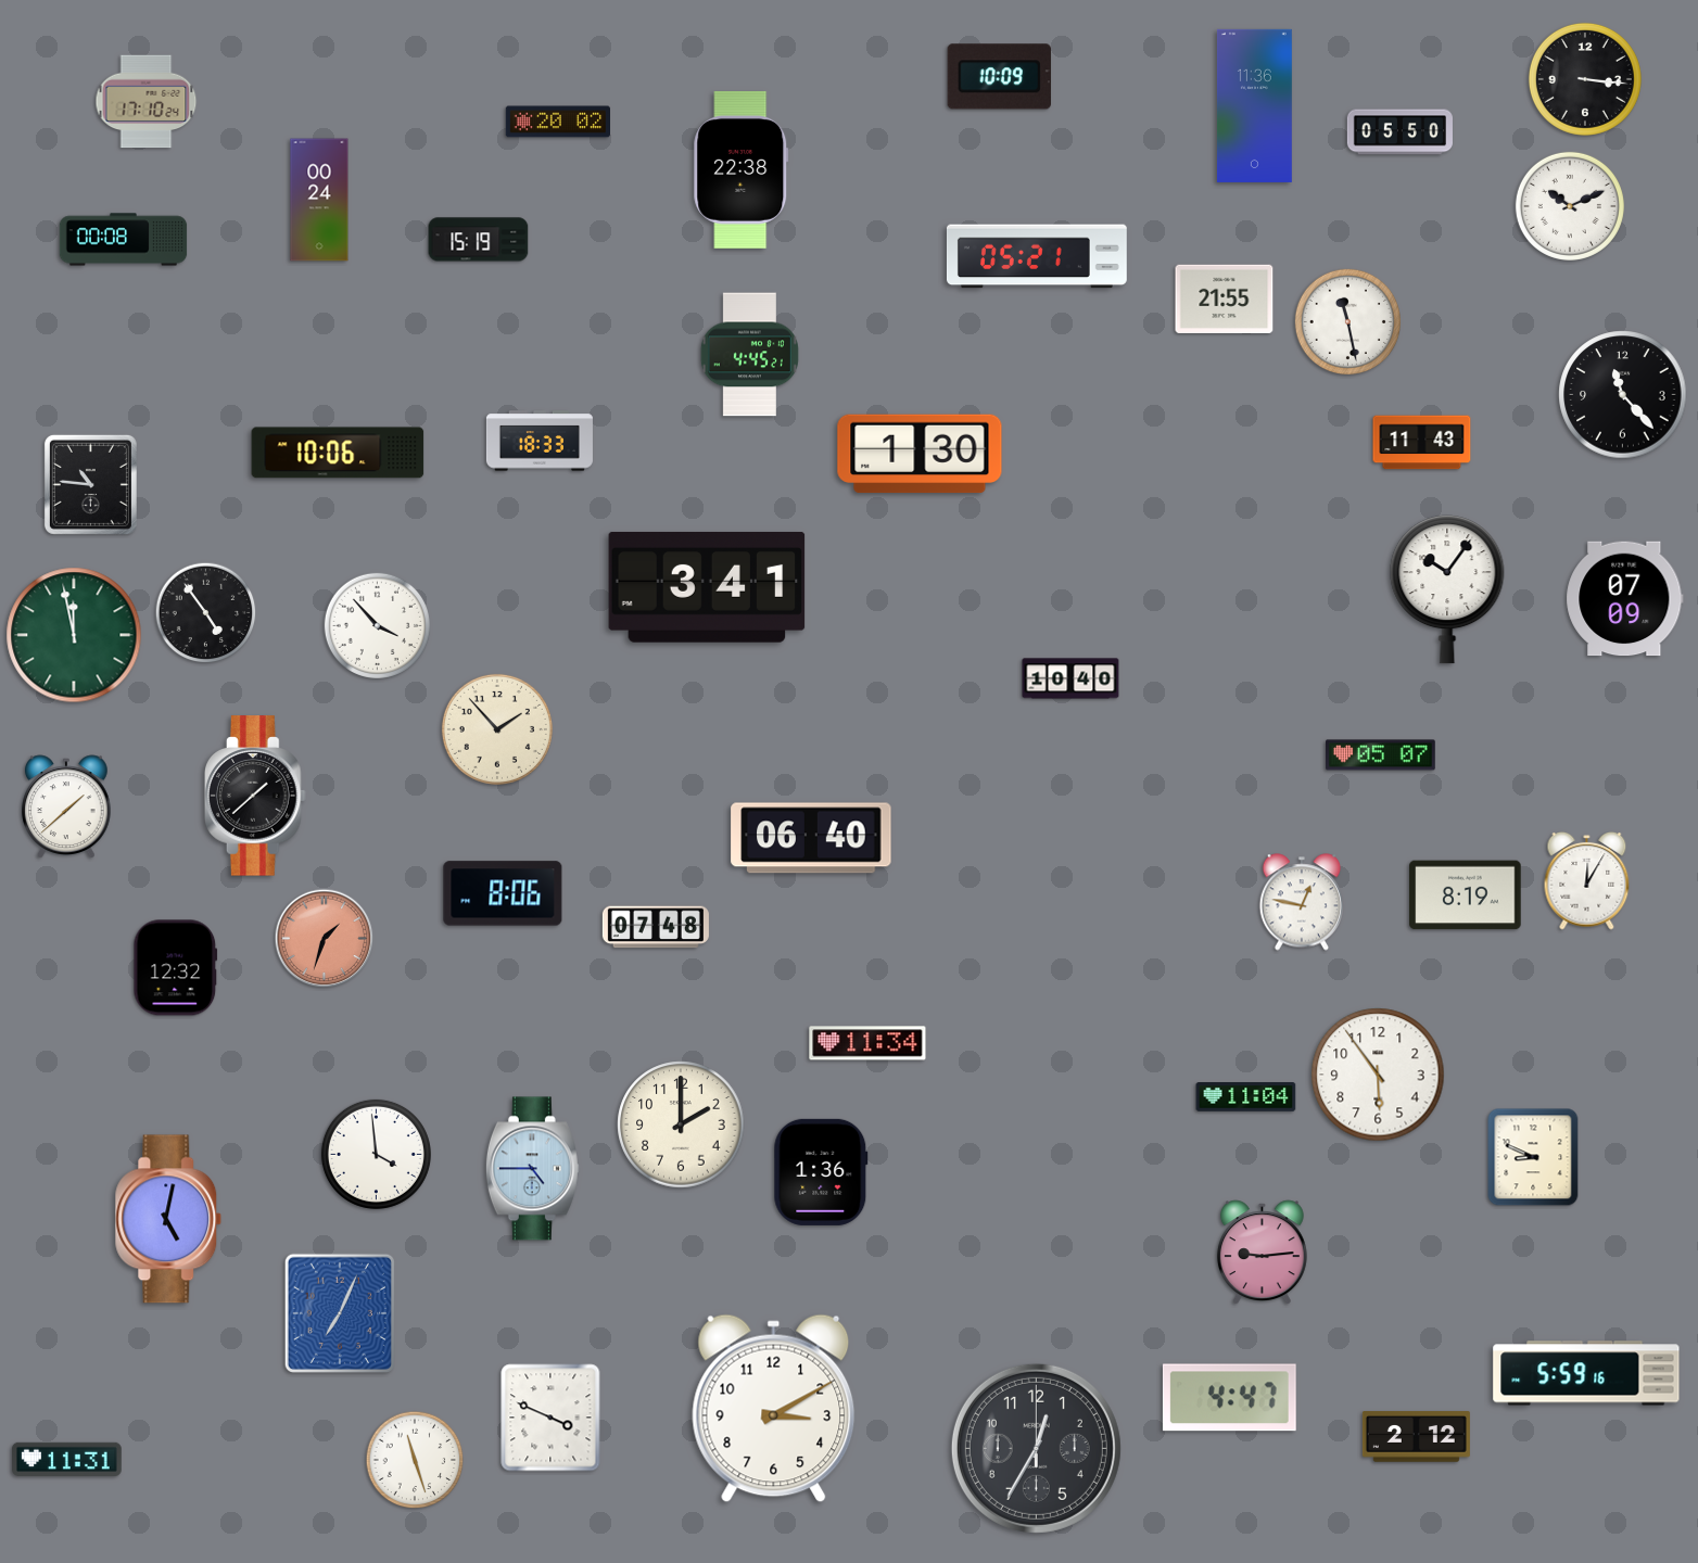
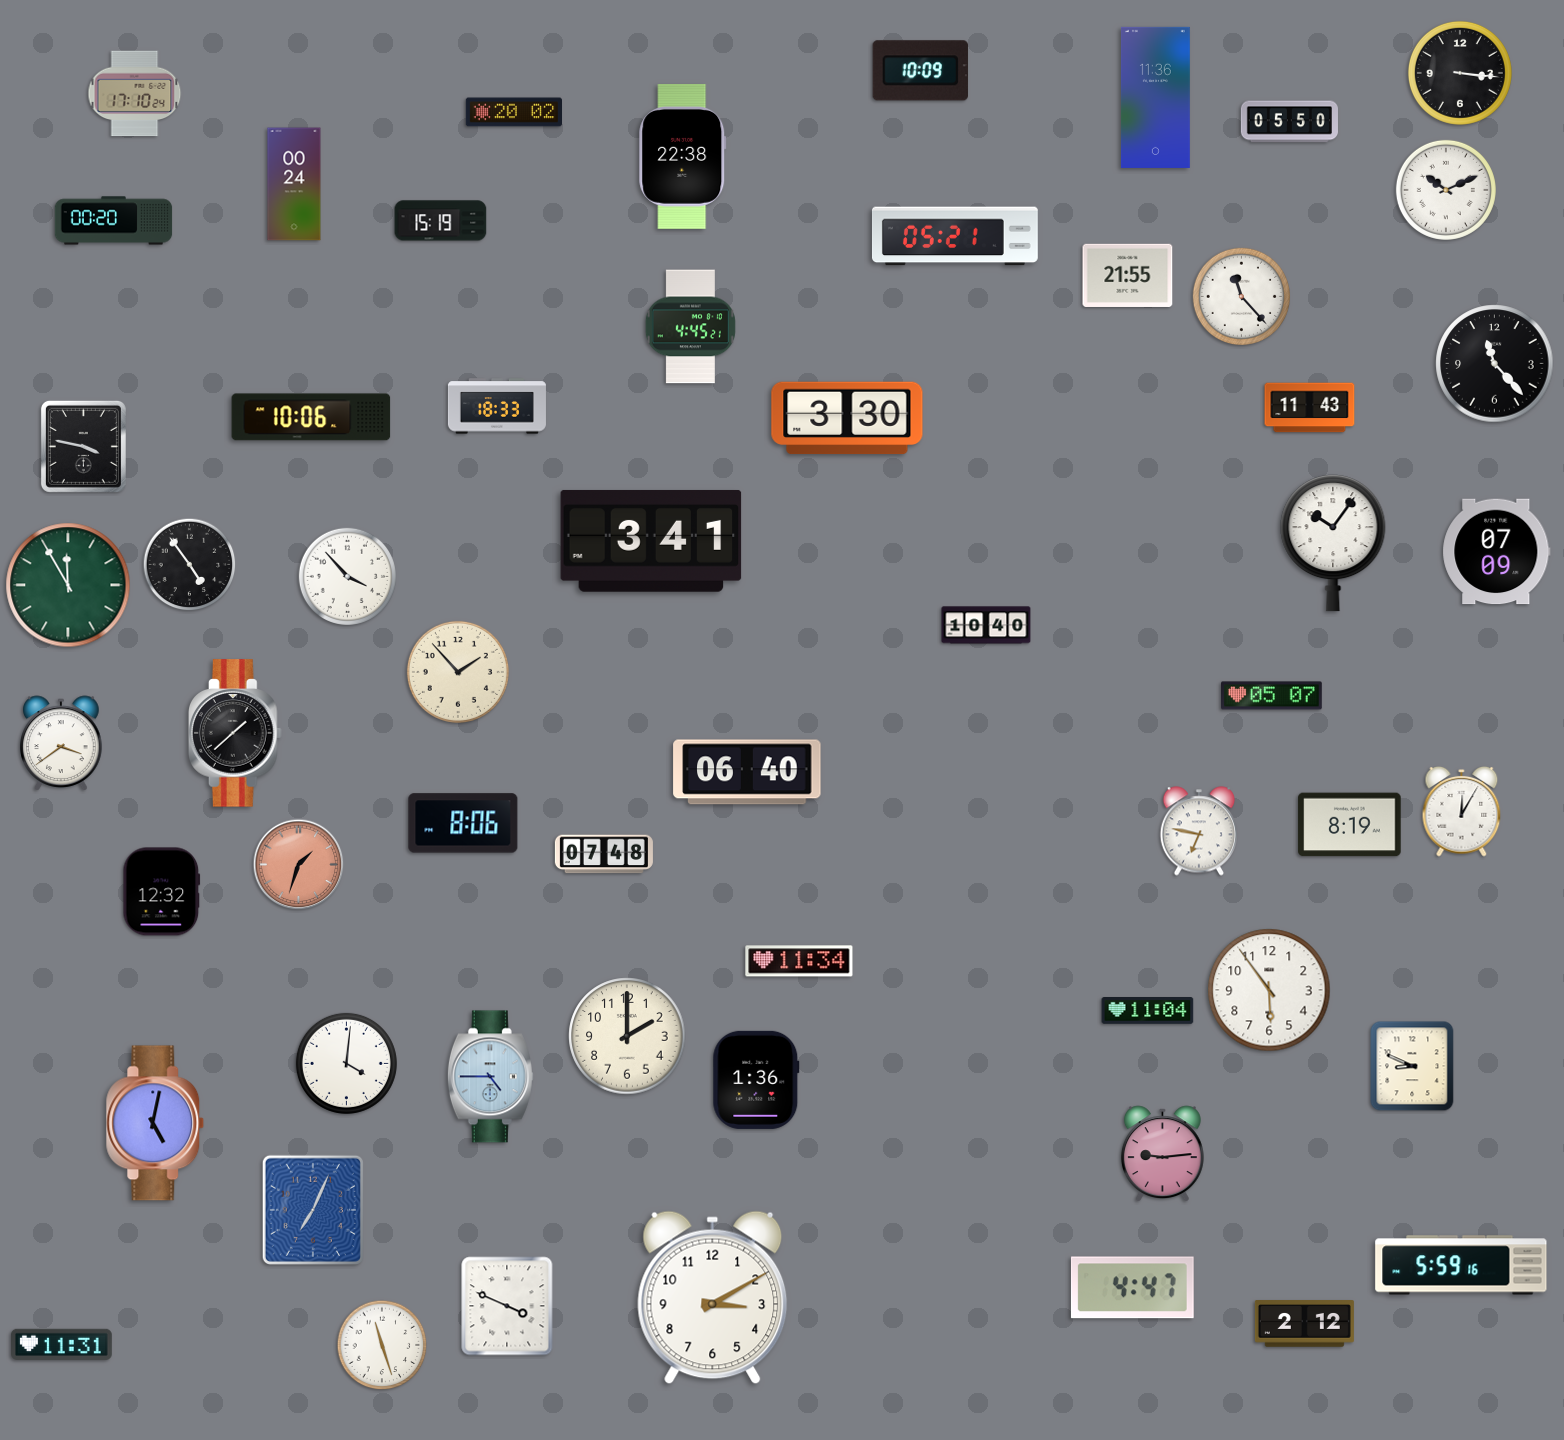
clock at (124, 240): 00:08 -> 00:20
clock at (1347, 321): 11:28 -> 11:23
clock at (920, 454): 1:30 -> 3:30
clock at (90, 484): 10:46 -> 3:47
clock at (74, 635): 11:58 -> 11:55
clock at (66, 806): 1:38 -> 3:39
clock at (1302, 902): 12:47 -> 6:47
clock at (376, 1154): 3:59 -> 4:01
clock at (1036, 1448): 12:35 -> none
